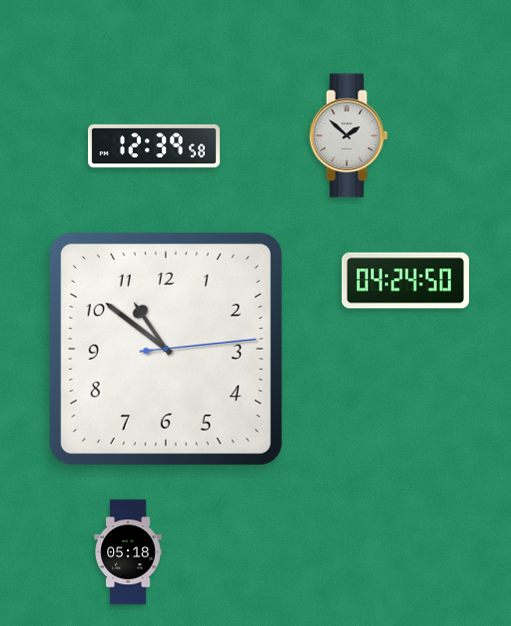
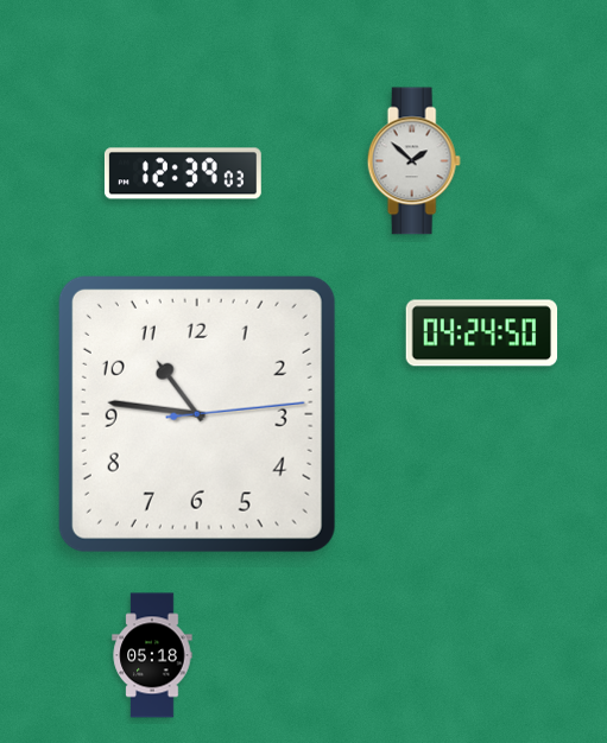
clock at (154, 146): 12:39:58 -> 12:39:03
clock at (166, 349): 10:51 -> 10:46
